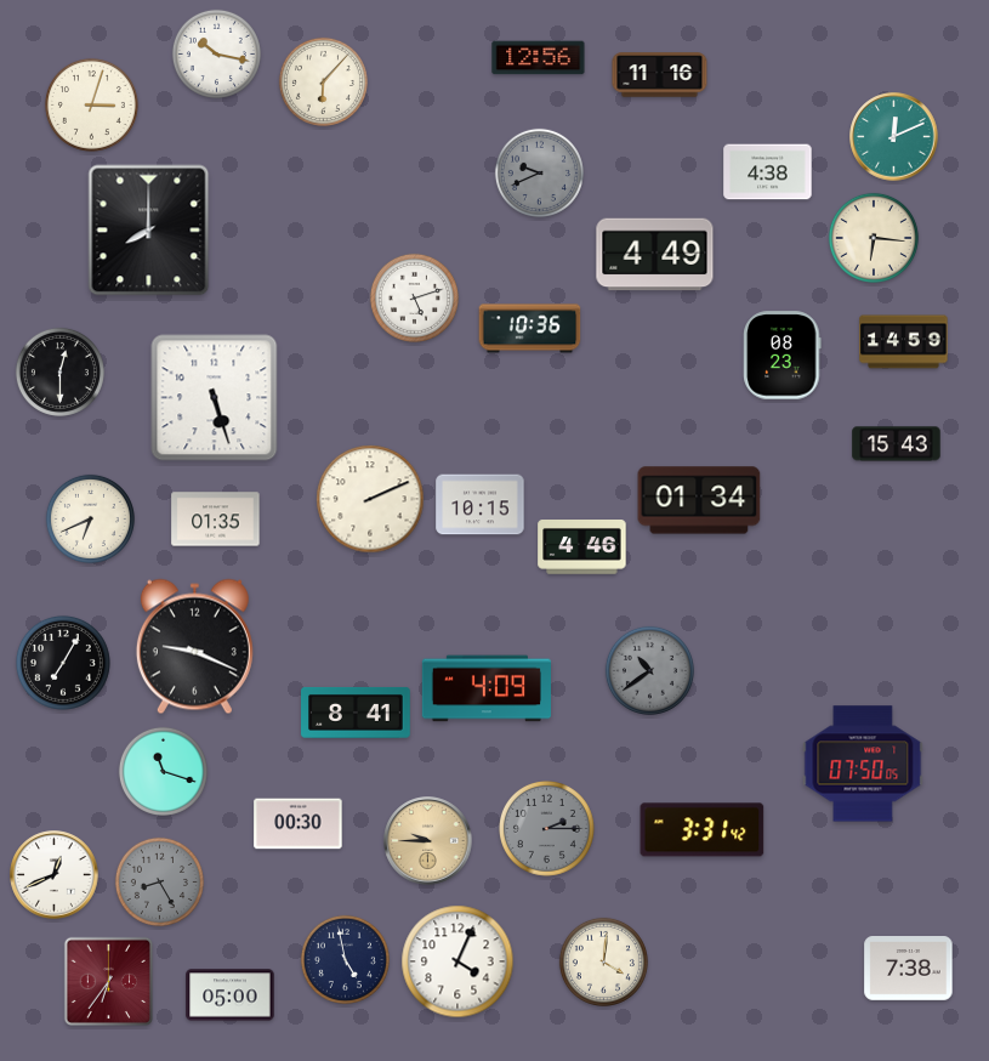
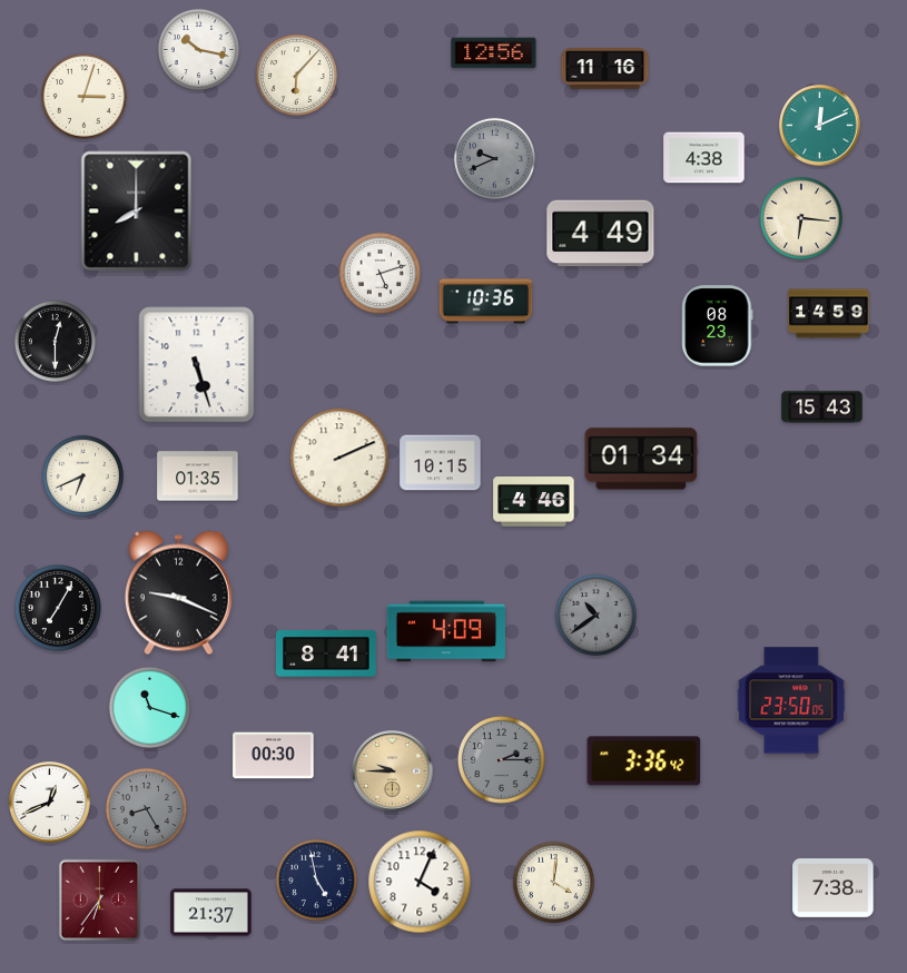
clock at (863, 764): 07:50 -> 23:50
clock at (703, 830): 3:31 -> 3:36
clock at (231, 995): 05:00 -> 21:37
